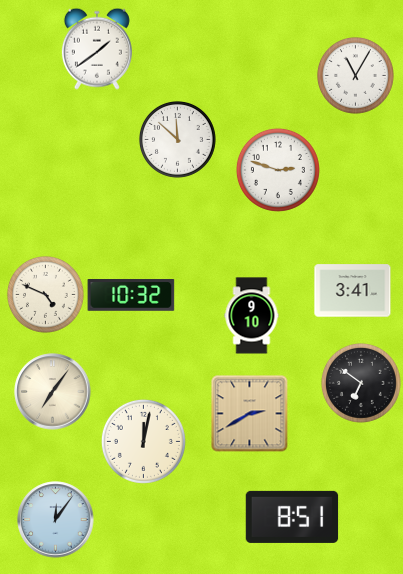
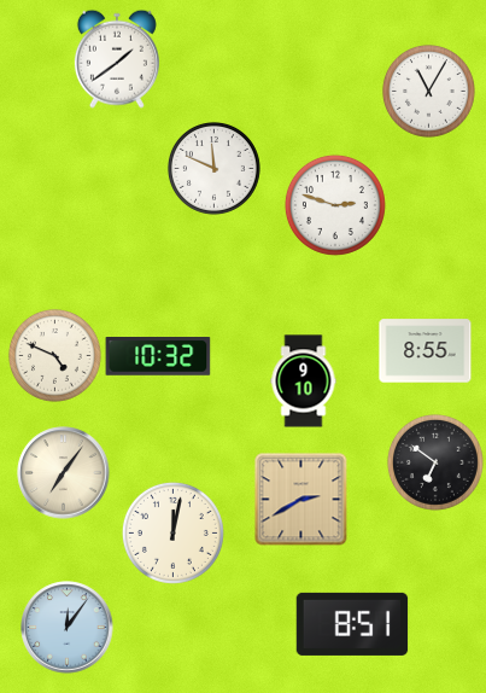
clock at (177, 139): 11:52 -> 11:49
clock at (353, 291): 3:41 -> 8:55
